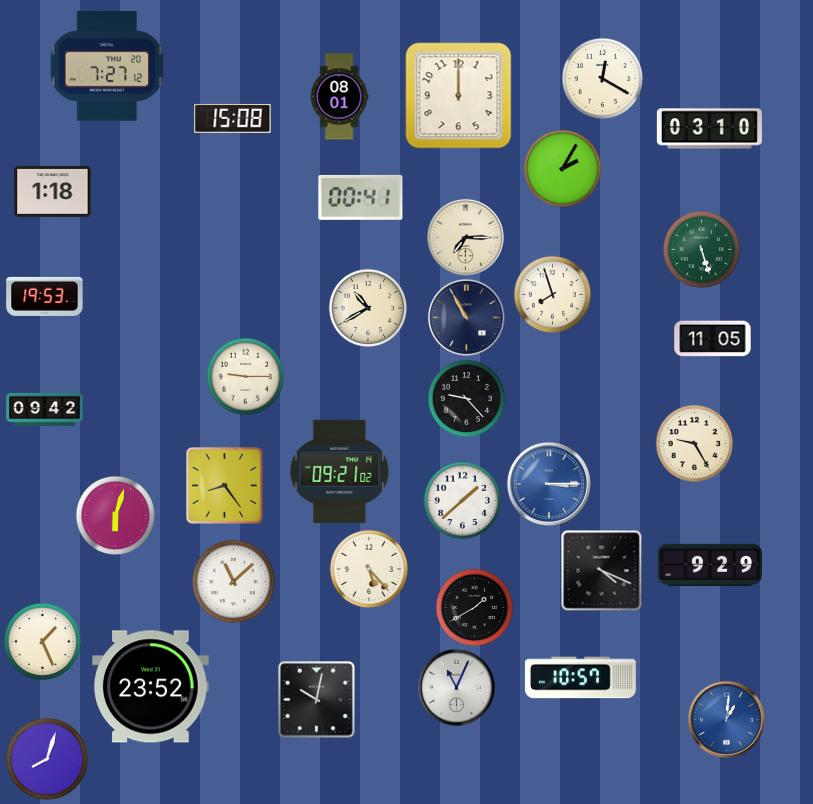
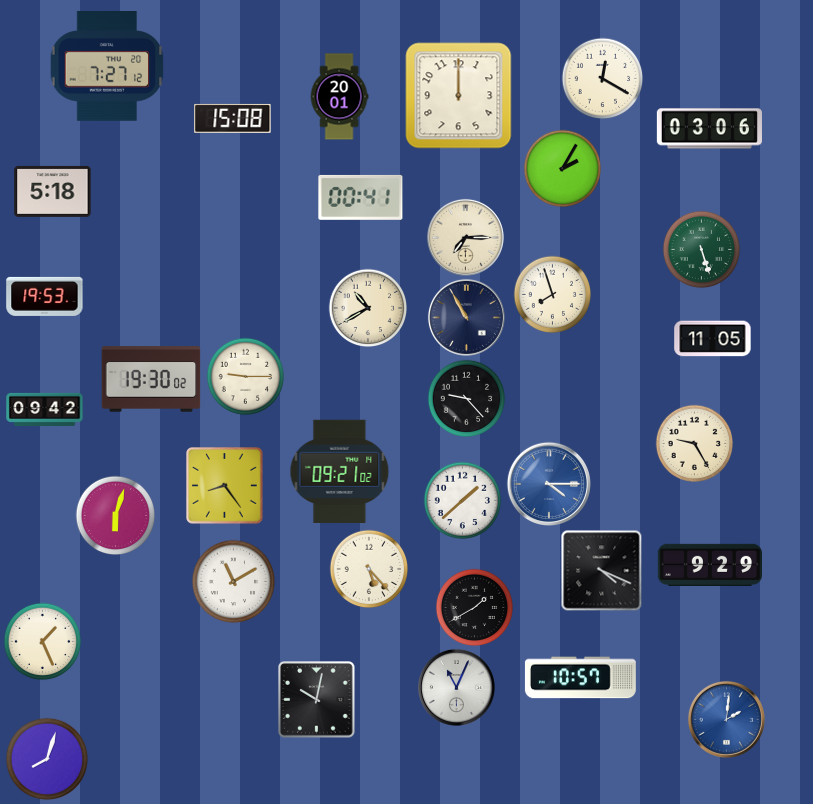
clock at (339, 97): 08:01 -> 20:01
clock at (709, 129): 03:10 -> 03:06
clock at (53, 191): 1:18 -> 5:18
clock at (151, 379): none -> 19:30
clock at (548, 483): 3:15 -> 4:15
clock at (233, 581): 11:08 -> 11:10
clock at (151, 687): 23:52 -> none
clock at (726, 719): 1:01 -> 2:01
